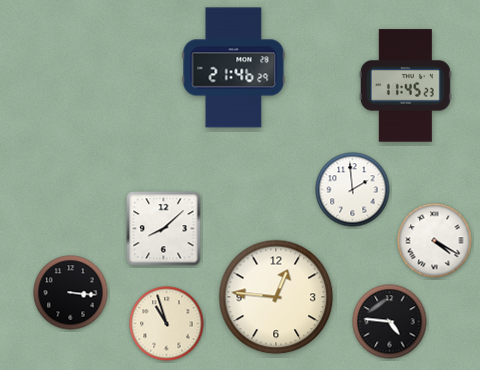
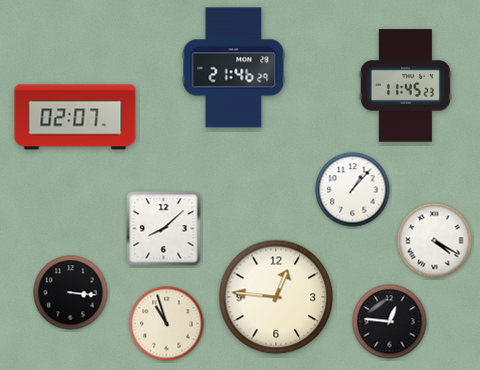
clock at (75, 117): none -> 02:07
clock at (353, 190): 1:59 -> 1:07
clock at (390, 322): 4:46 -> 12:46
